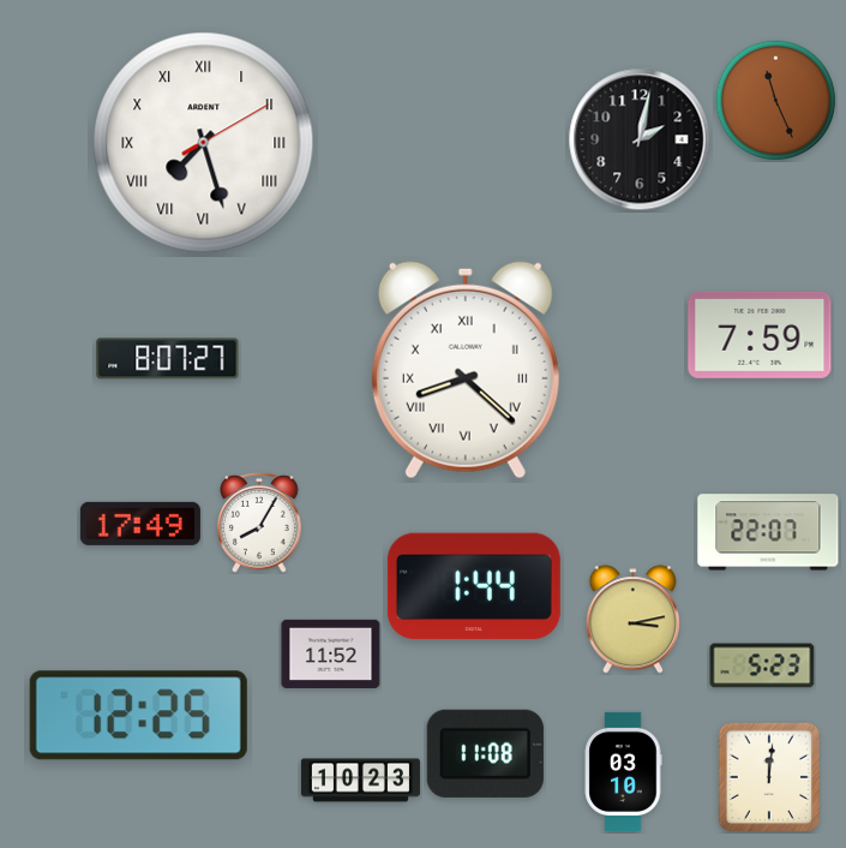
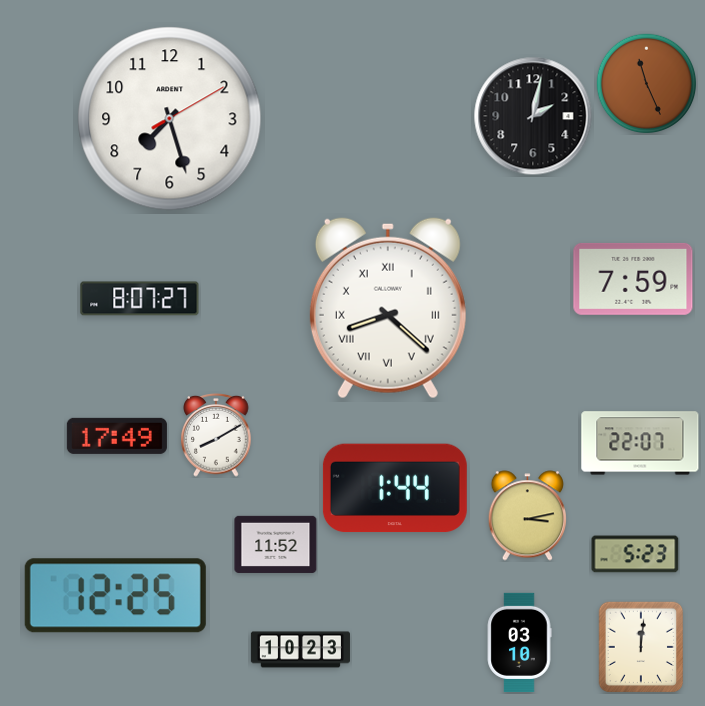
clock at (204, 143) numerals: Roman -> Arabic
clock at (259, 524): 8:05 -> 8:10
clock at (485, 753): 11:08 -> none
